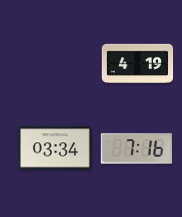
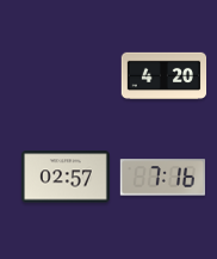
clock at (138, 64): 4:19 -> 4:20
clock at (55, 148): 03:34 -> 02:57
